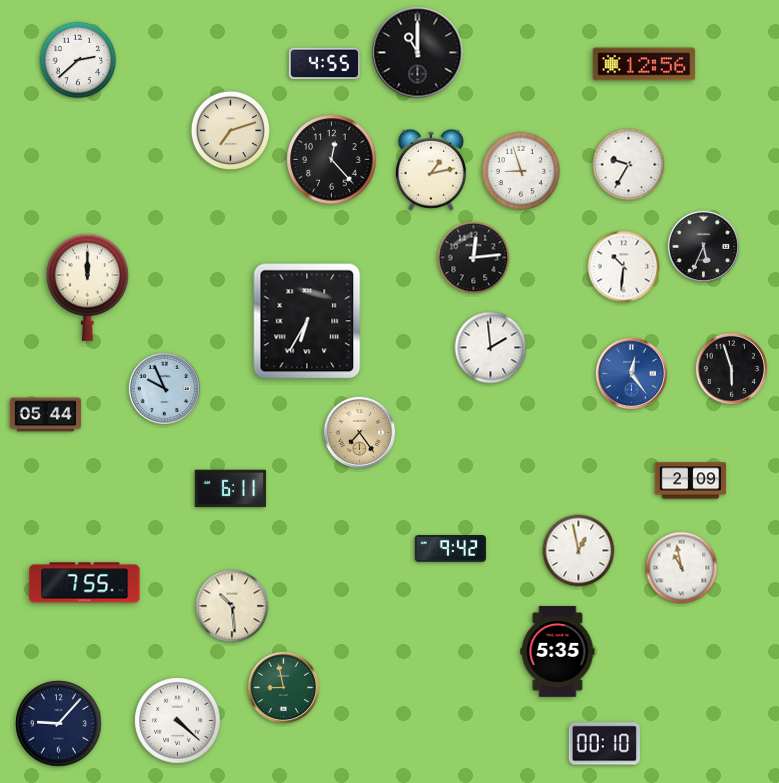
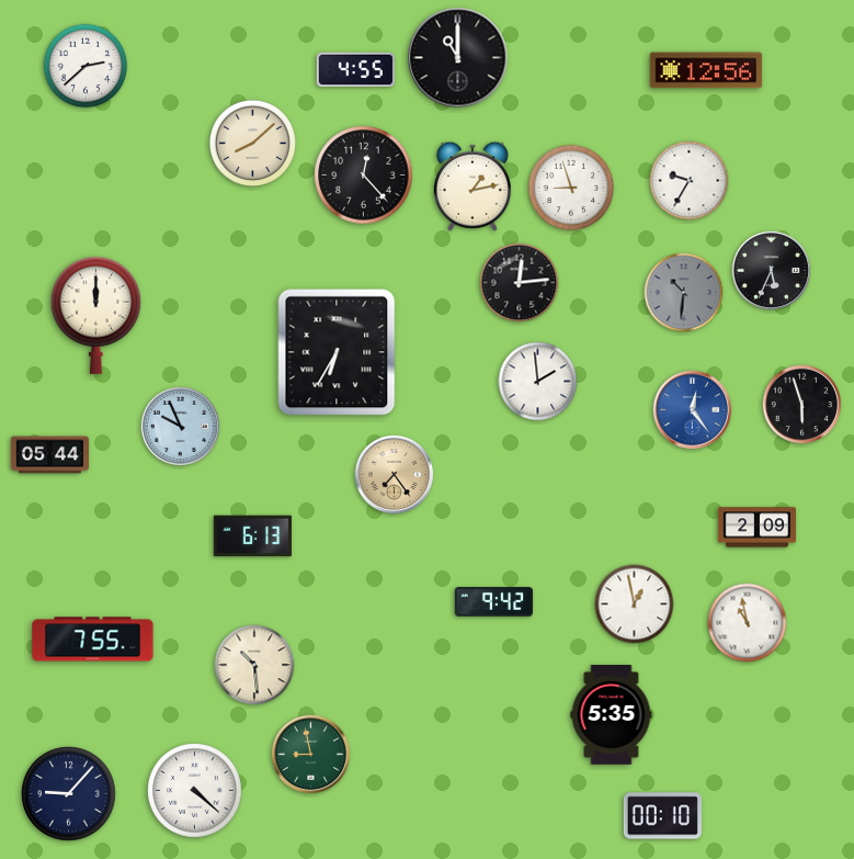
clock at (230, 130): 7:12 -> 8:08
clock at (624, 267) dial: white -> grey
clock at (230, 489): 6:11 -> 6:13
clock at (59, 724) position: (59, 724) -> (69, 794)
